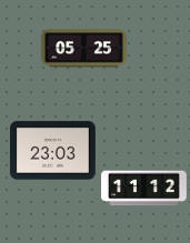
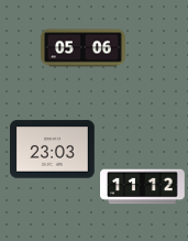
clock at (84, 49): 05:25 -> 05:06
